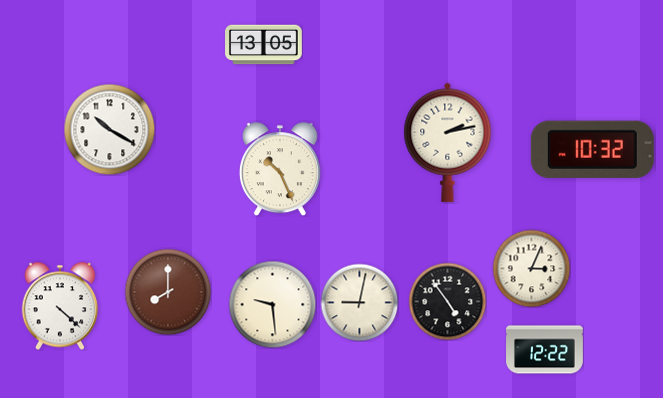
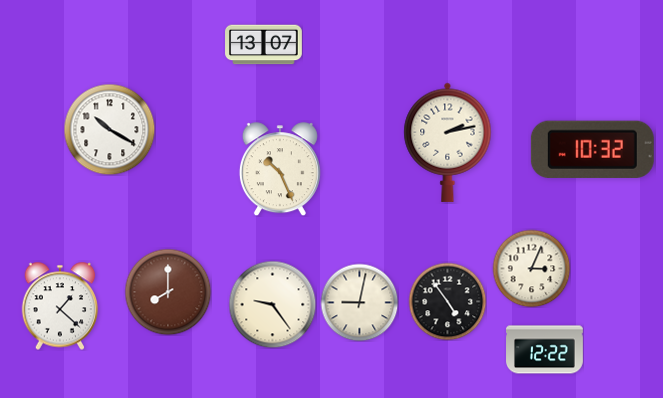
clock at (264, 45): 13:05 -> 13:07
clock at (272, 304): 9:29 -> 9:24
clock at (60, 306): 4:22 -> 1:22
